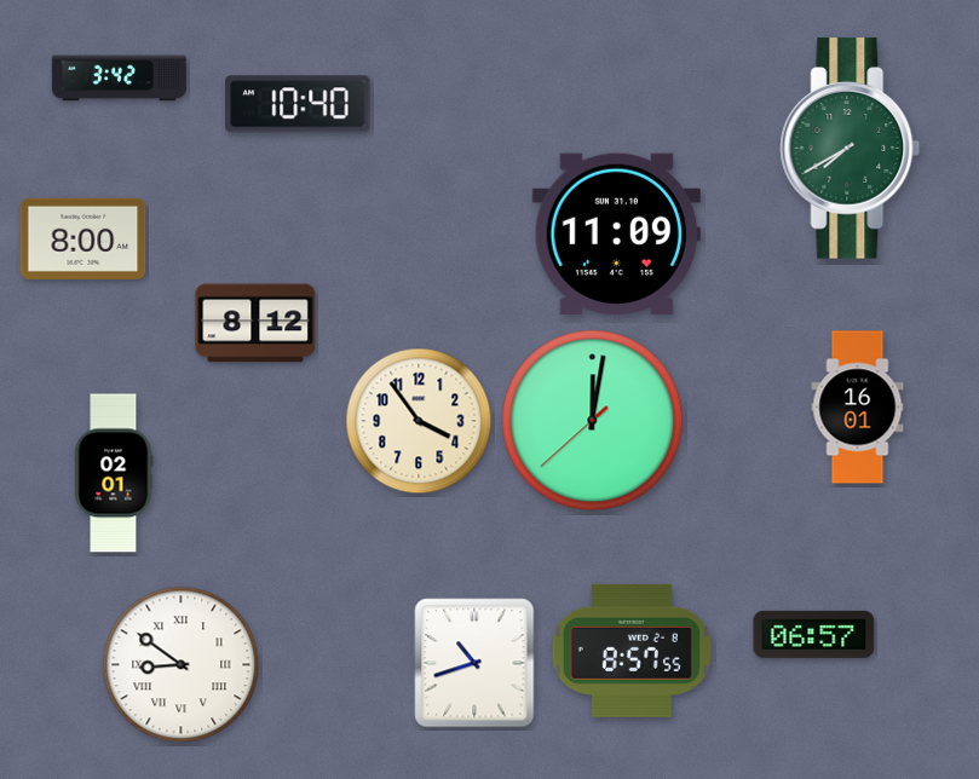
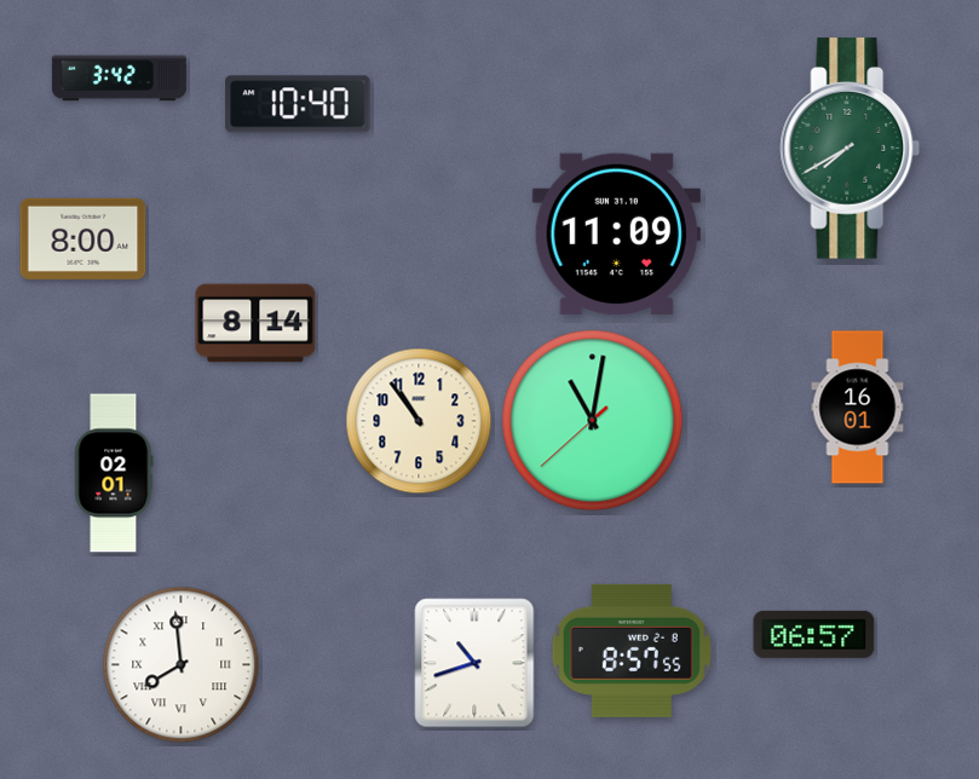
clock at (255, 323): 8:12 -> 8:14
clock at (419, 421): 3:54 -> 10:54
clock at (593, 421): 12:01 -> 11:01
clock at (182, 665): 8:51 -> 7:59
